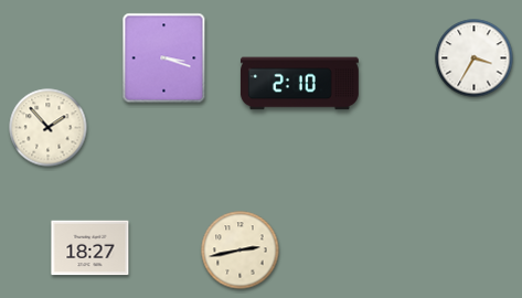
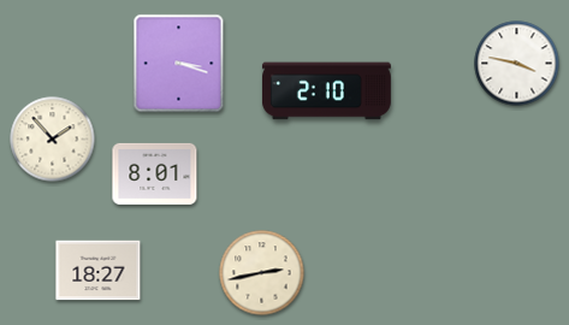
clock at (475, 58): 3:35 -> 3:47
clock at (155, 173): none -> 8:01
